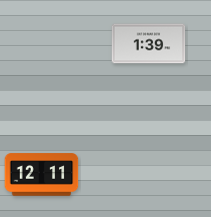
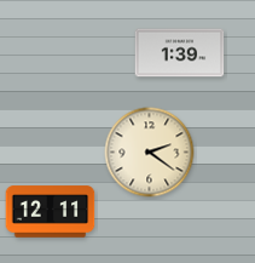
clock at (150, 153): none -> 2:21
